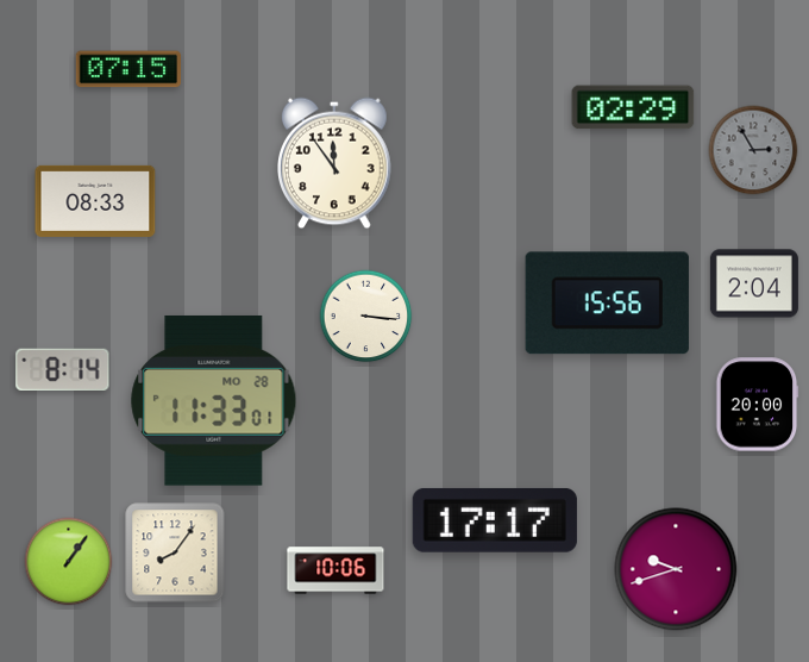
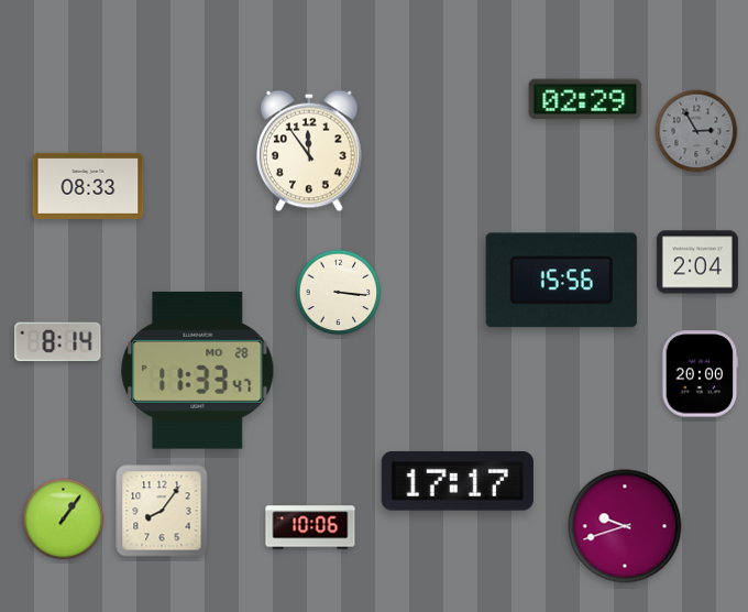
clock at (128, 69): 07:15 -> none
clock at (753, 150) position: (753, 150) -> (696, 131)
clock at (214, 400): 11:33:01 -> 11:33:47
